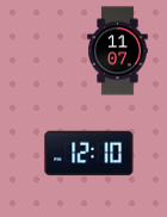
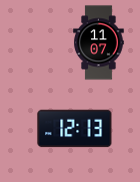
clock at (89, 154): 12:10 -> 12:13
